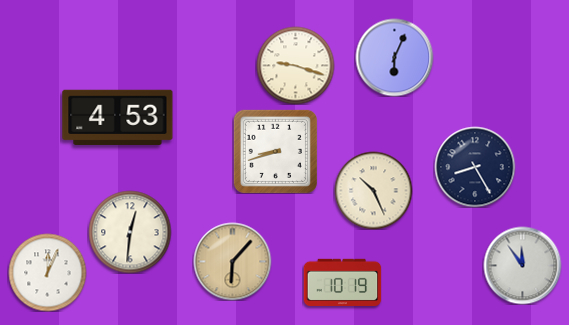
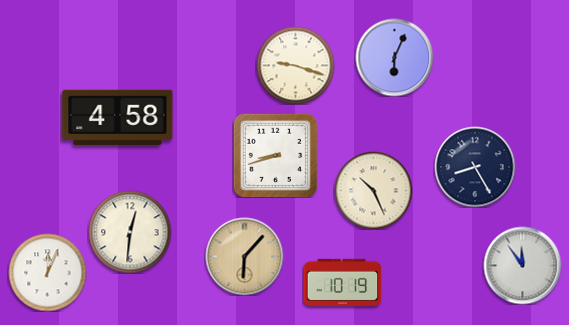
clock at (118, 117): 4:53 -> 4:58
clock at (275, 151) position: (275, 151) -> (275, 155)
clock at (232, 261) position: (232, 261) -> (244, 256)
